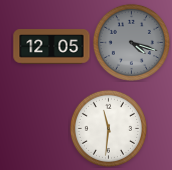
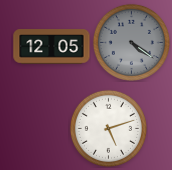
clock at (131, 42): 4:18 -> 4:21
clock at (108, 128): 11:31 -> 5:12
